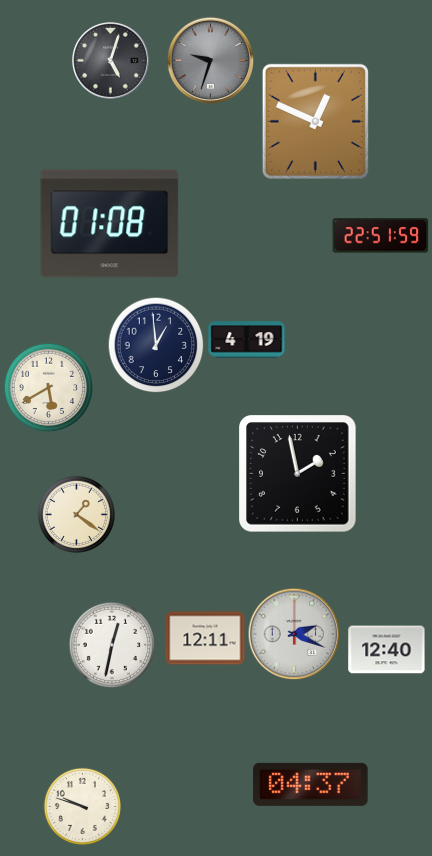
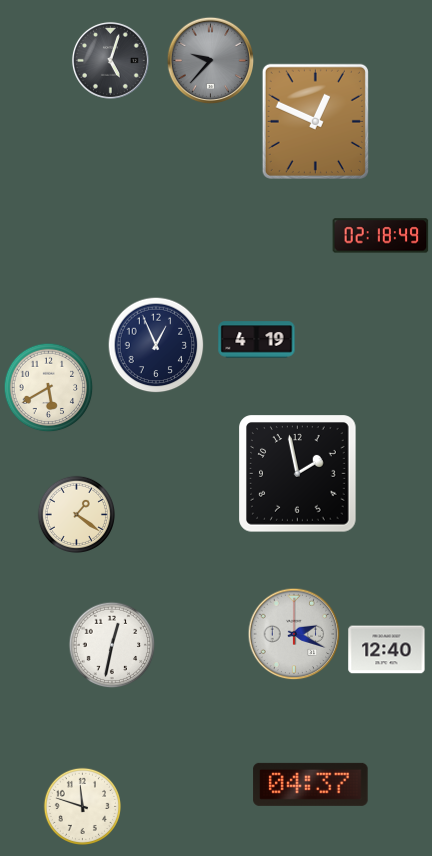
clock at (210, 60): 9:33 -> 9:37
clock at (110, 224): 01:08 -> none
clock at (381, 236): 22:51 -> 02:18
clock at (247, 340) position: (247, 340) -> (257, 340)
clock at (156, 345): 12:59 -> 12:56
clock at (205, 638): 12:11 -> none
clock at (82, 806): 9:48 -> 11:48
